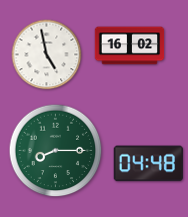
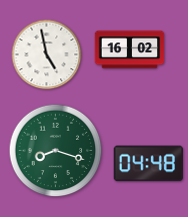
clock at (130, 46) position: (130, 46) -> (130, 50)
clock at (56, 151): 8:15 -> 8:18
